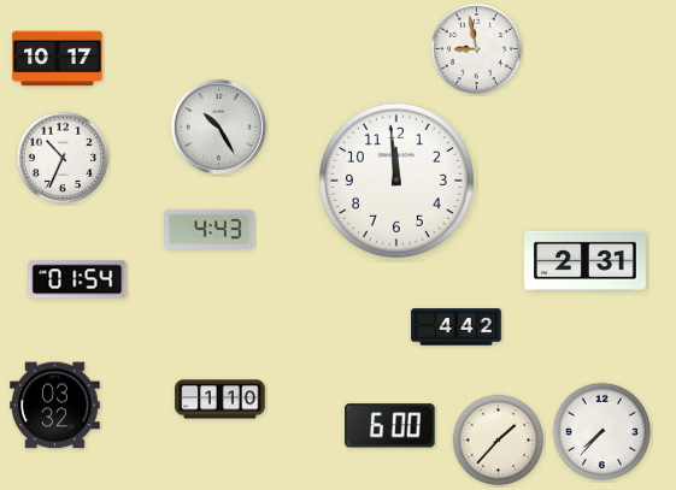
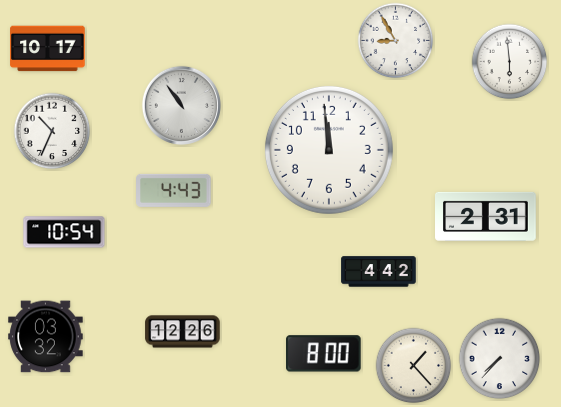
clock at (477, 49): 8:58 -> 8:55
clock at (510, 62): none -> 5:59
clock at (218, 126): 10:25 -> 10:54
clock at (77, 279): 01:54 -> 10:54
clock at (221, 400): 1:10 -> 12:26
clock at (390, 426): 6:00 -> 8:00
clock at (499, 441): 1:37 -> 1:23
